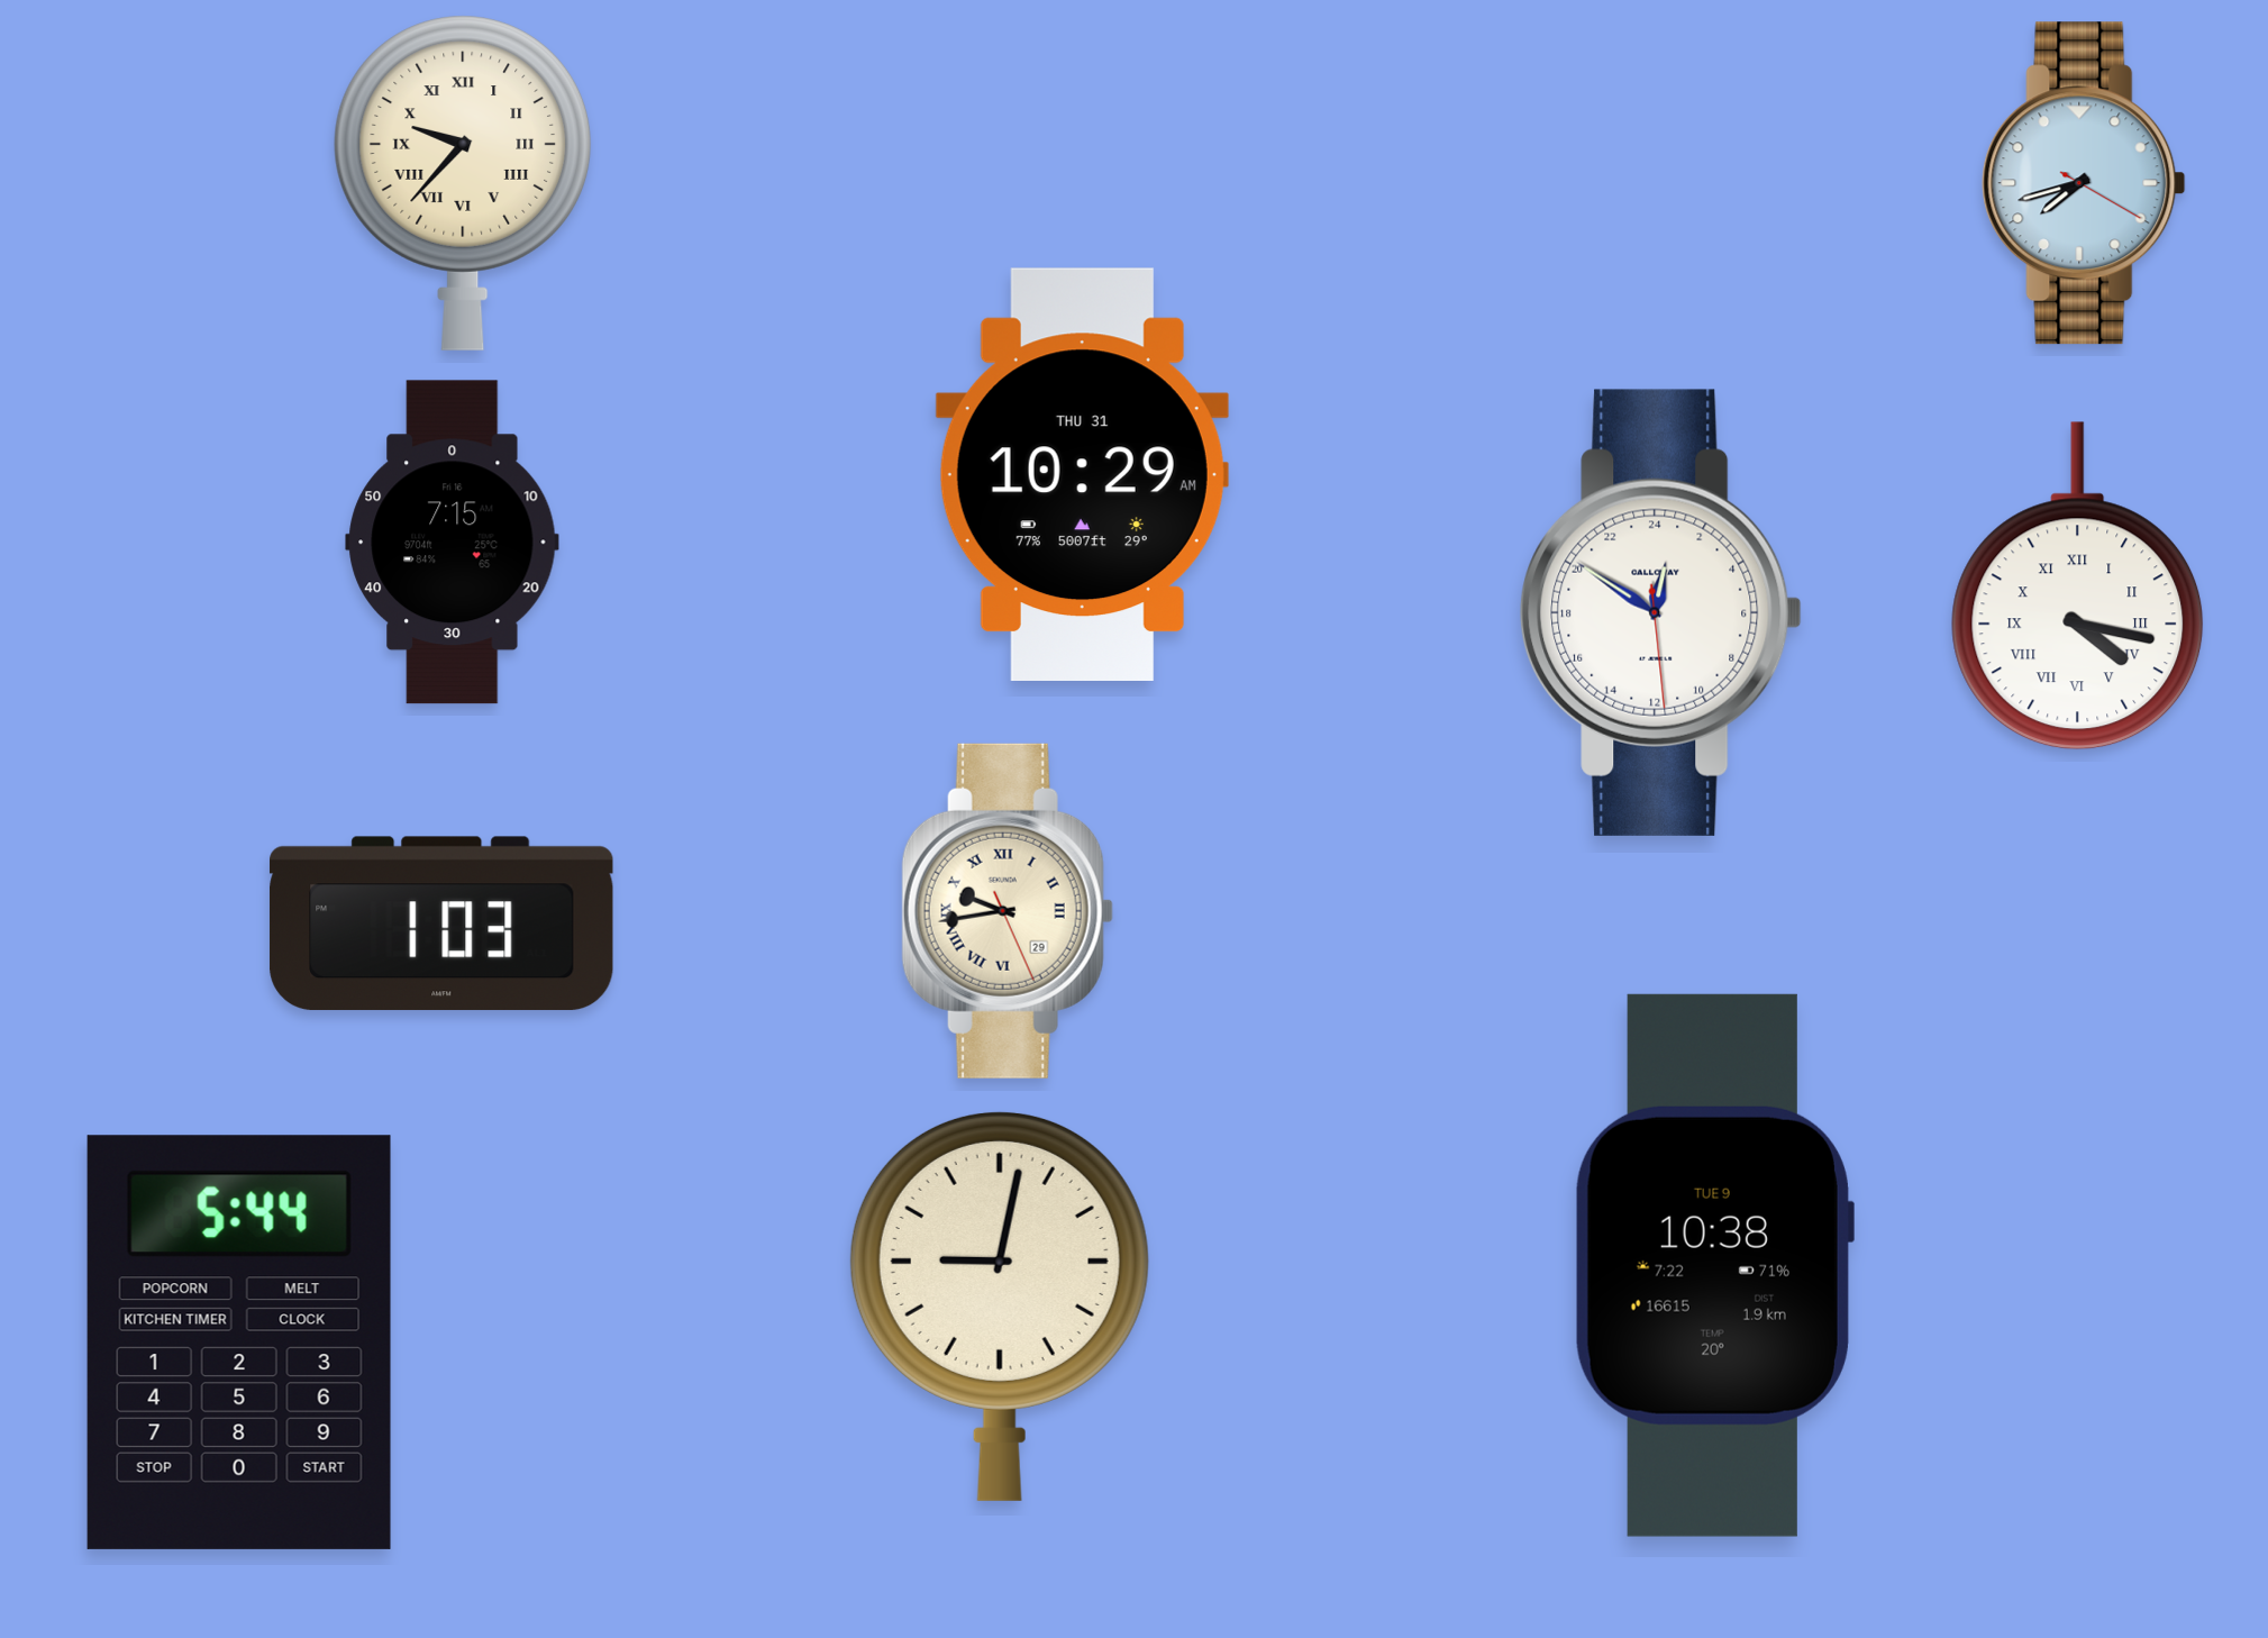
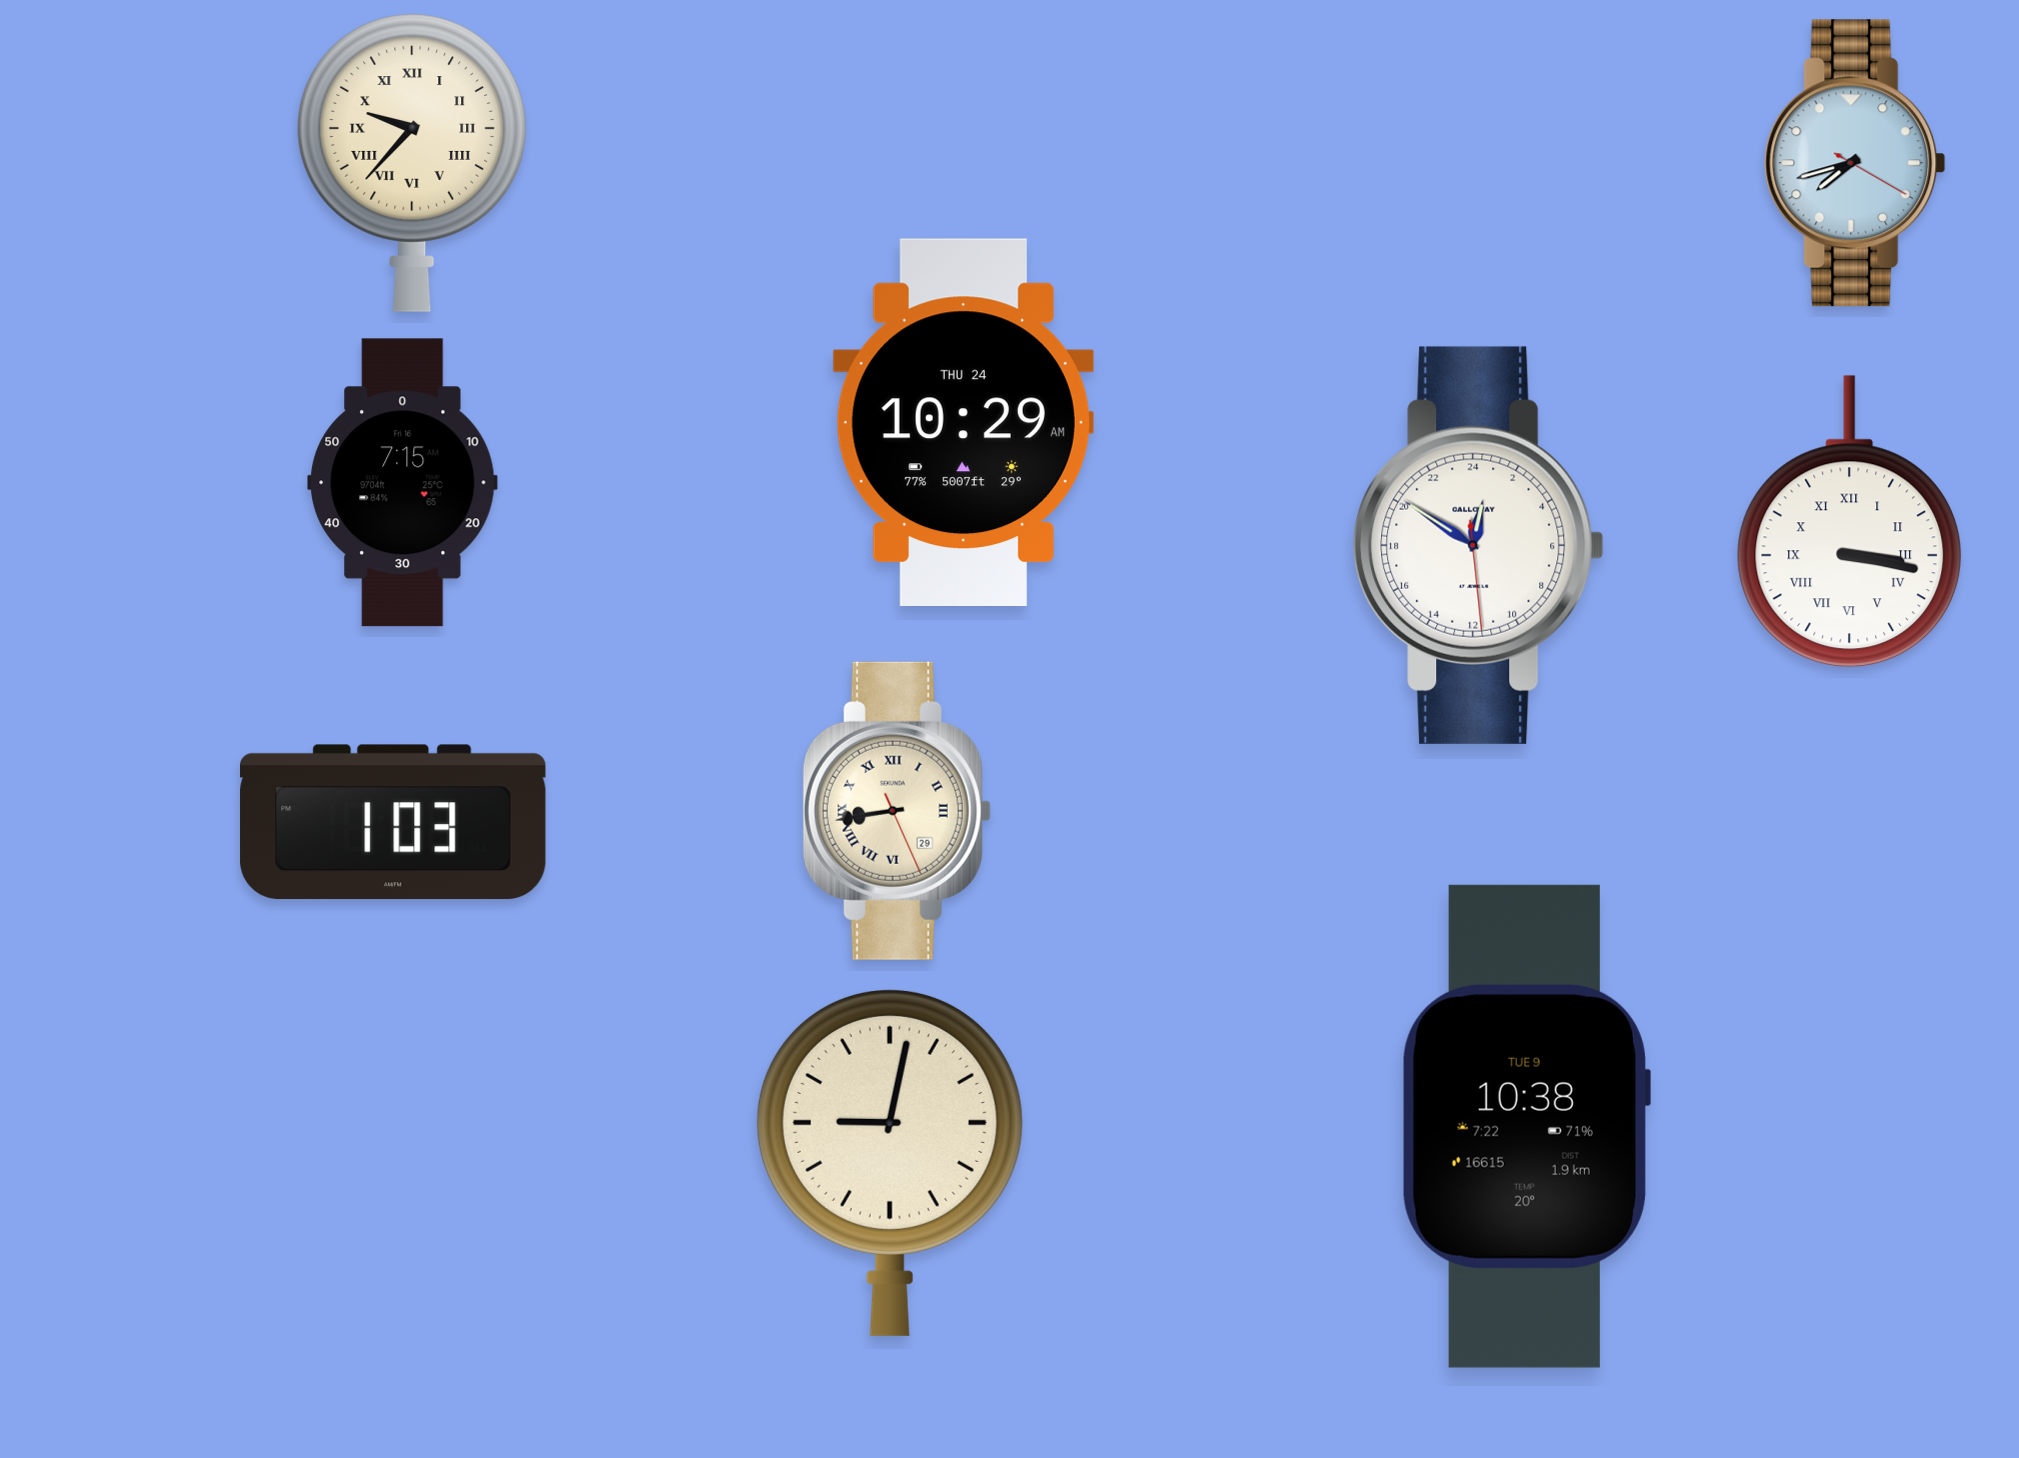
clock at (1082, 474) date: THU 31 -> THU 24
clock at (2078, 586): 4:17 -> 3:17
clock at (1008, 911): 9:43 -> 8:43
clock at (239, 1343): 5:44 -> none
